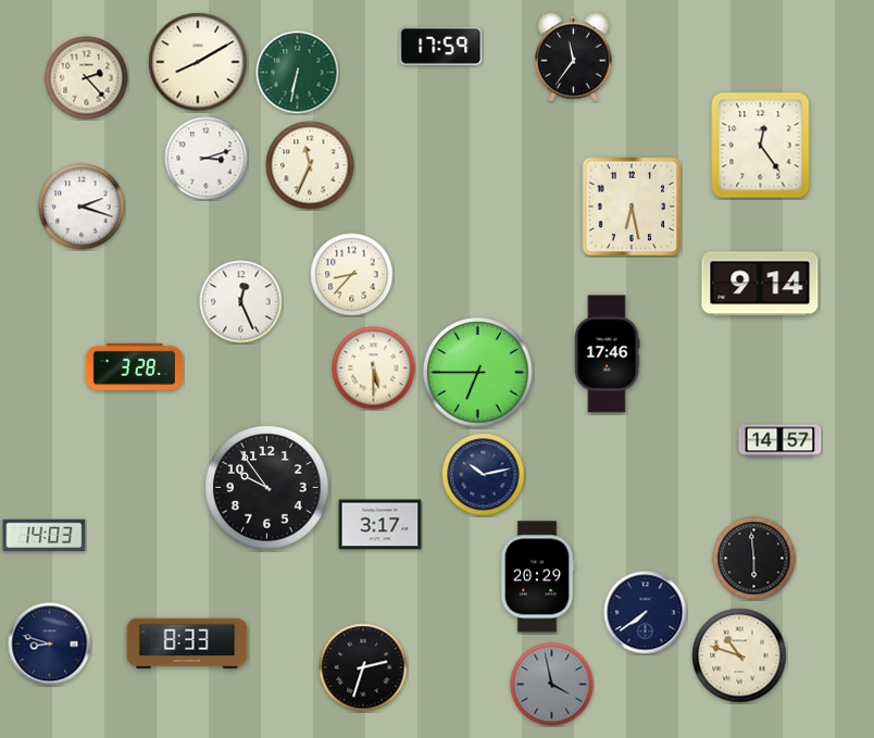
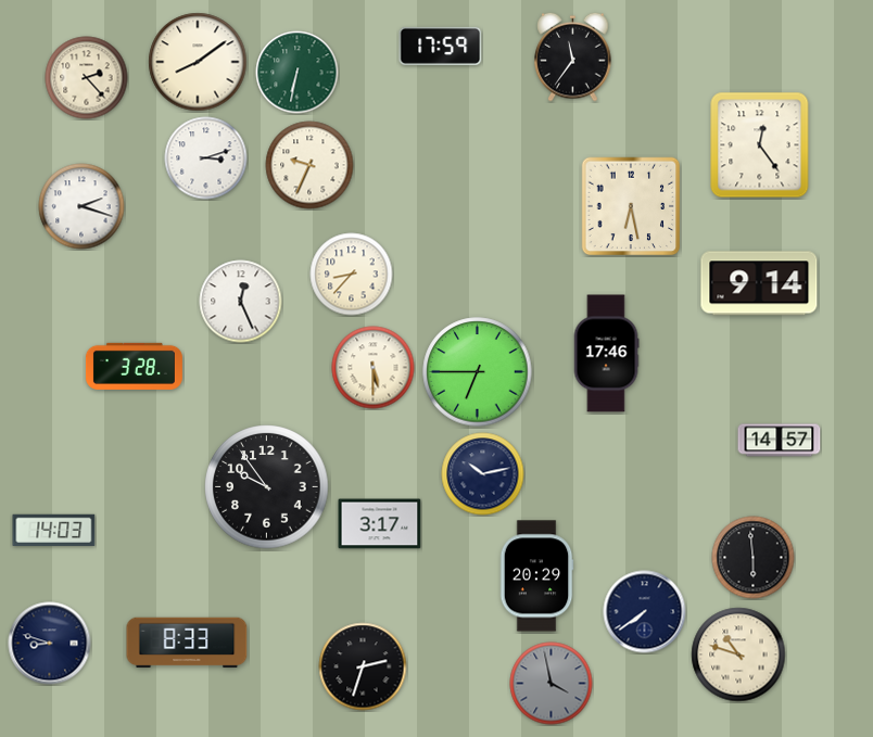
clock at (198, 62): 8:10 -> 8:09
clock at (310, 165): 11:34 -> 9:34
clock at (45, 535) position: (45, 535) -> (54, 530)
